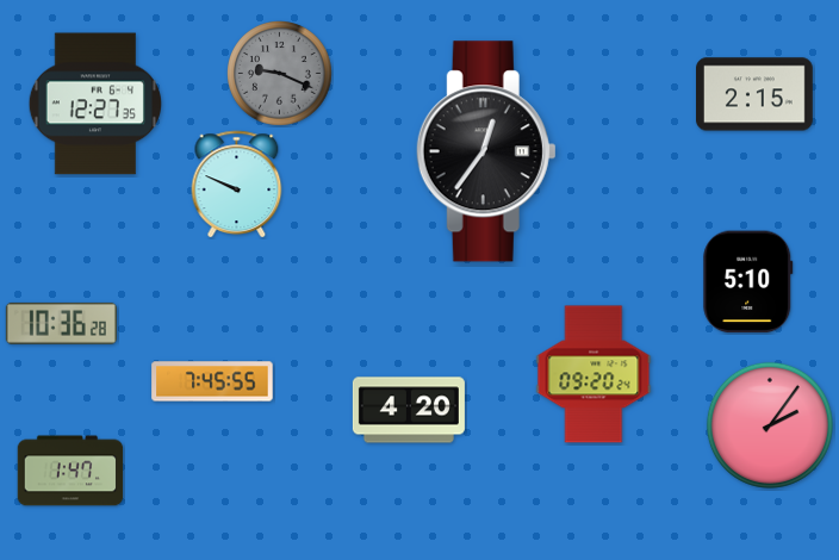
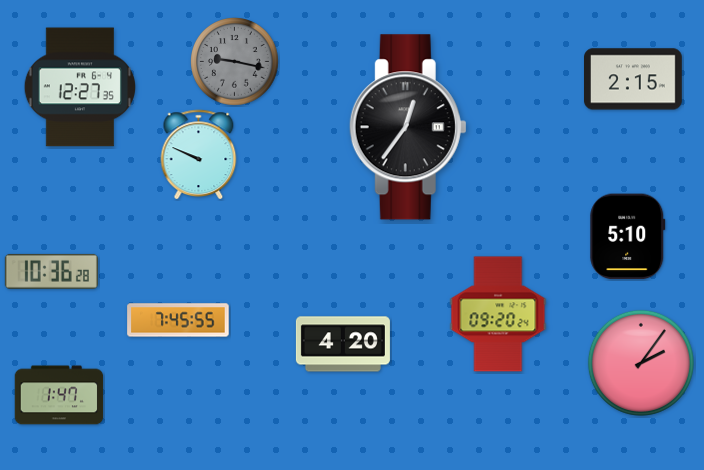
clock at (280, 74): 9:19 -> 9:17
clock at (770, 425) position: (770, 425) -> (641, 363)
